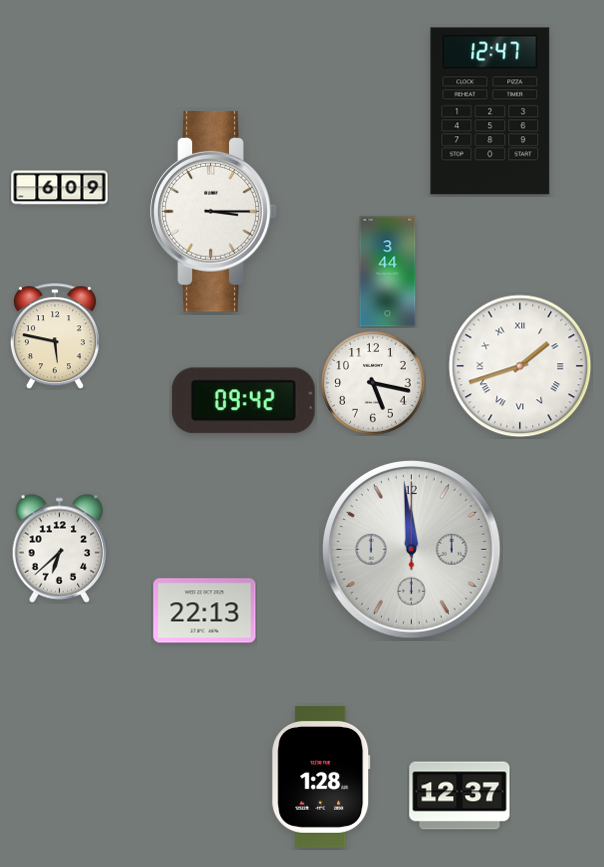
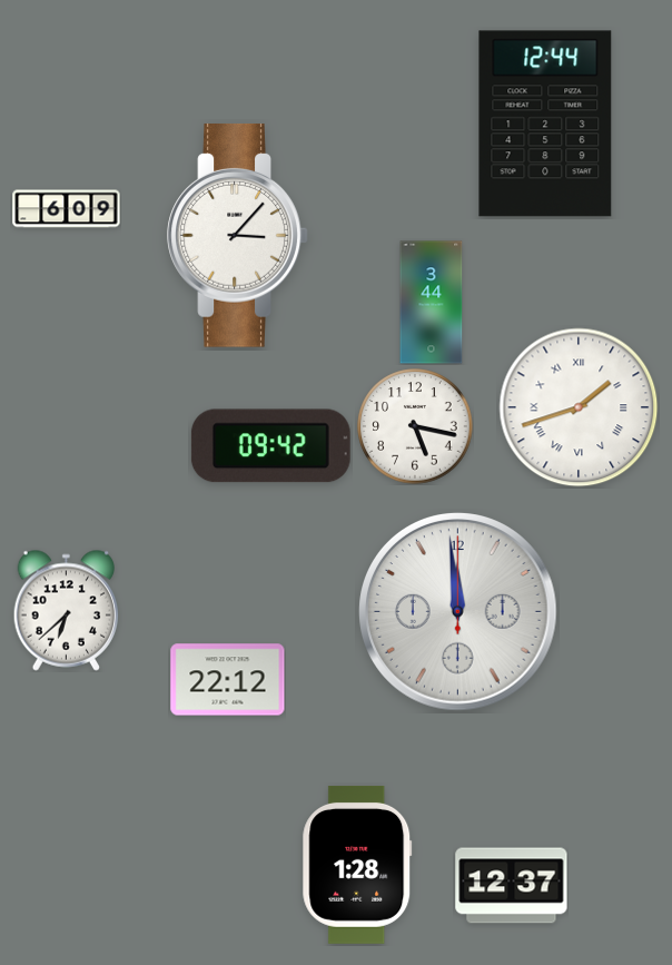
clock at (490, 111): 12:47 -> 12:44
clock at (214, 211): 3:15 -> 3:07
clock at (55, 336): 5:47 -> none
clock at (205, 611): 22:13 -> 22:12
